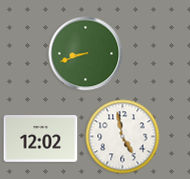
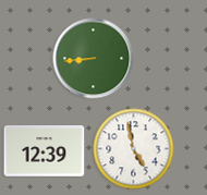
clock at (86, 54): 8:42 -> 8:44
clock at (41, 139): 12:02 -> 12:39
